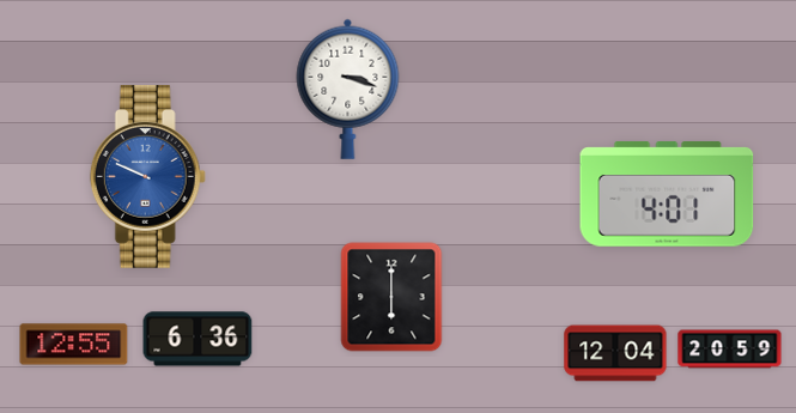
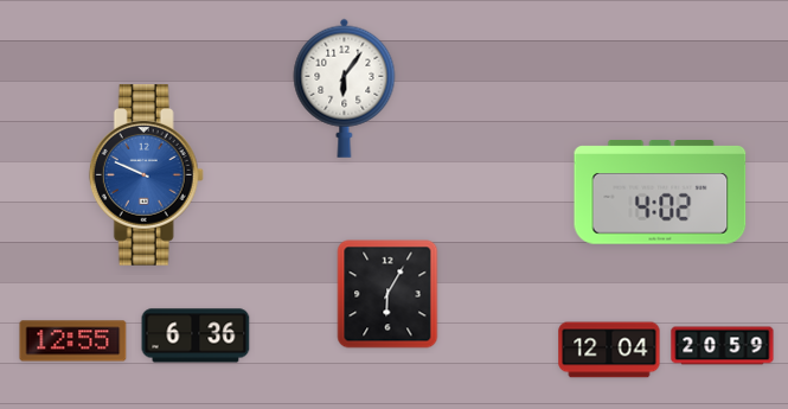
clock at (348, 89): 3:18 -> 6:06
clock at (667, 194): 4:01 -> 4:02
clock at (391, 297): 6:00 -> 6:05
